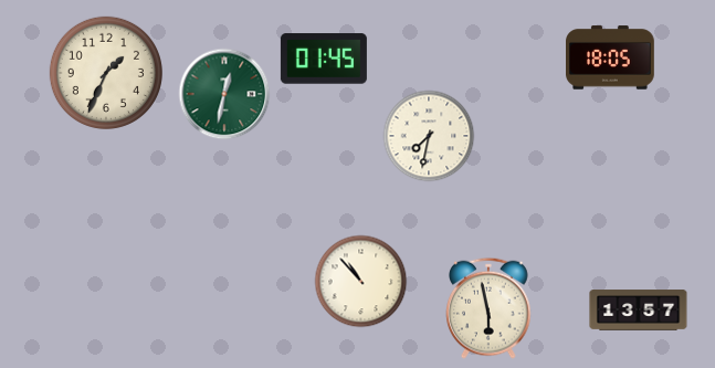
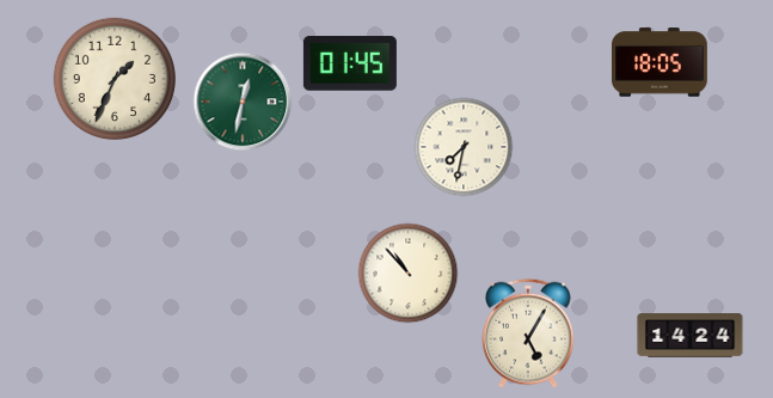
clock at (361, 282) position: (361, 282) -> (409, 274)
clock at (490, 308): 5:58 -> 5:05
clock at (639, 311): 13:57 -> 14:24
